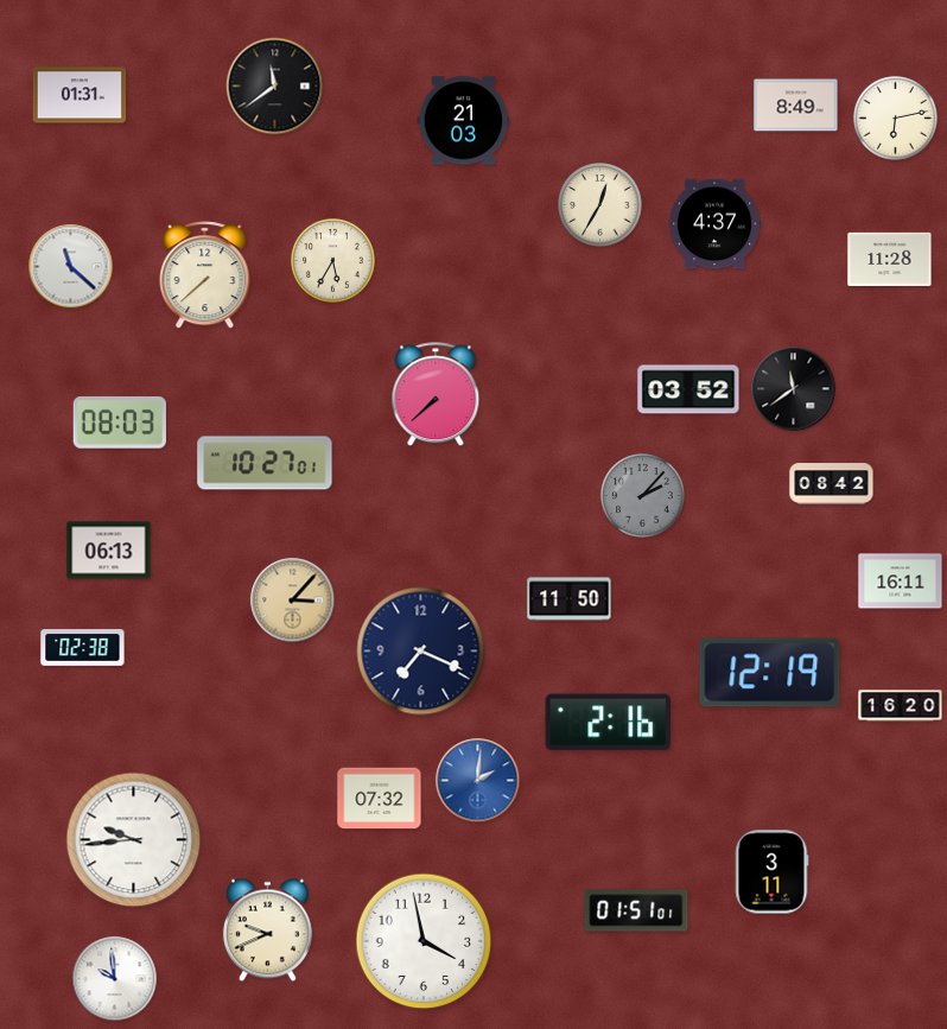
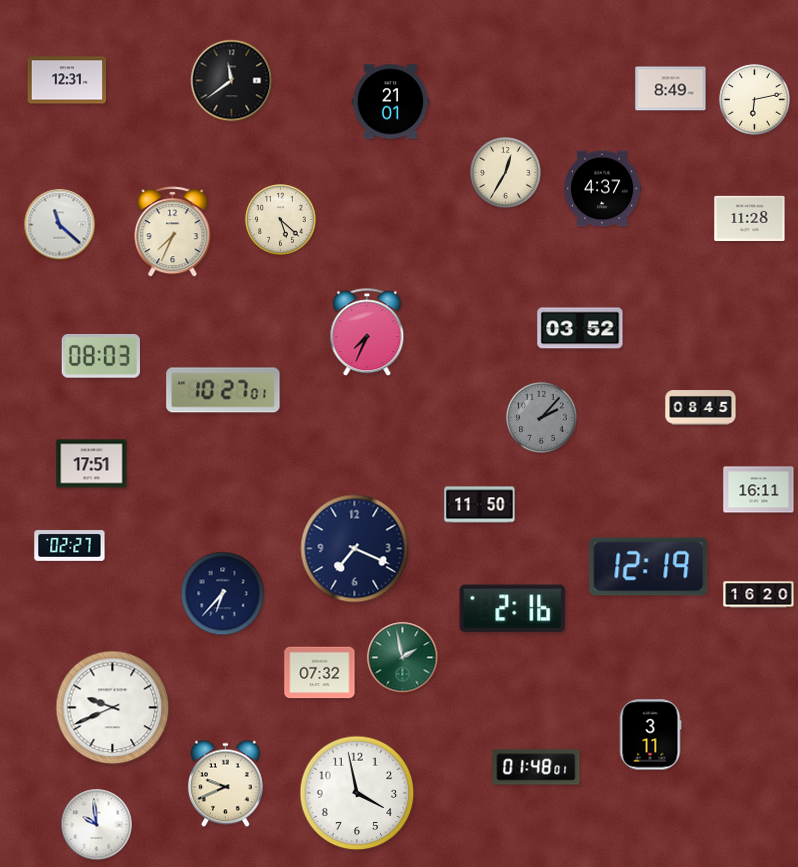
clock at (275, 87) position: (275, 87) -> (232, 81)
clock at (80, 95): 01:31 -> 12:31
clock at (464, 121): 21:03 -> 21:01
clock at (333, 261): 5:35 -> 5:22
clock at (205, 275): 7:38 -> 7:34
clock at (794, 389): 11:39 -> none
clock at (436, 395): 7:38 -> 7:34
clock at (832, 484): 08:42 -> 08:45
clock at (109, 551): 06:13 -> 17:51
clock at (293, 601): 3:07 -> none
clock at (83, 648): 02:38 -> 02:27
clock at (223, 594): none -> 6:37
clock at (478, 781): 2:01 -> 1:58
clock at (478, 781) dial: blue -> green
clock at (134, 840): 9:44 -> 9:41
clock at (636, 910): 01:51 -> 01:48
